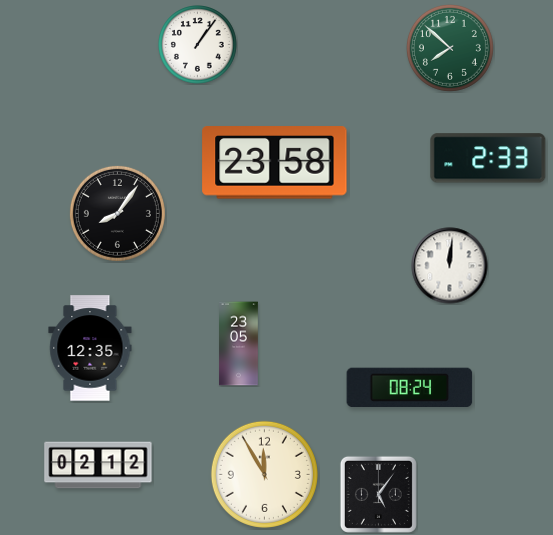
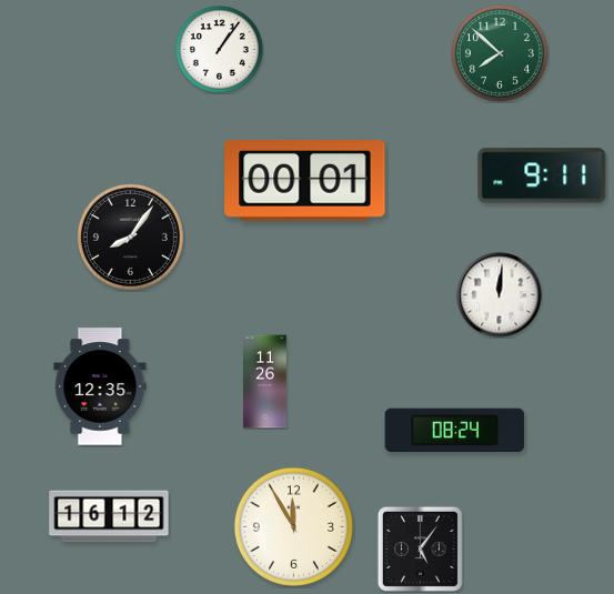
clock at (488, 158): 2:33 -> 9:11
clock at (275, 163): 23:58 -> 00:01
clock at (239, 344): 23:05 -> 11:26
clock at (98, 465): 02:12 -> 16:12
